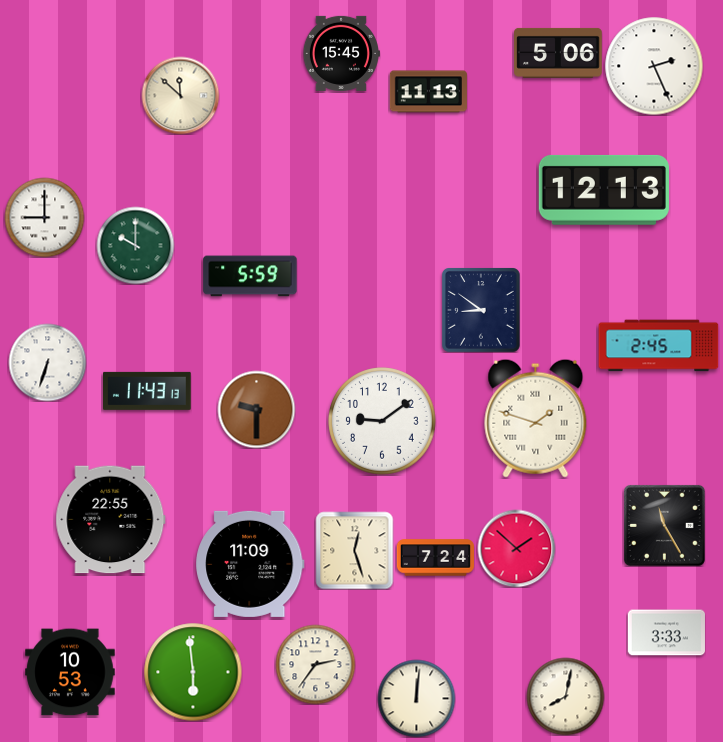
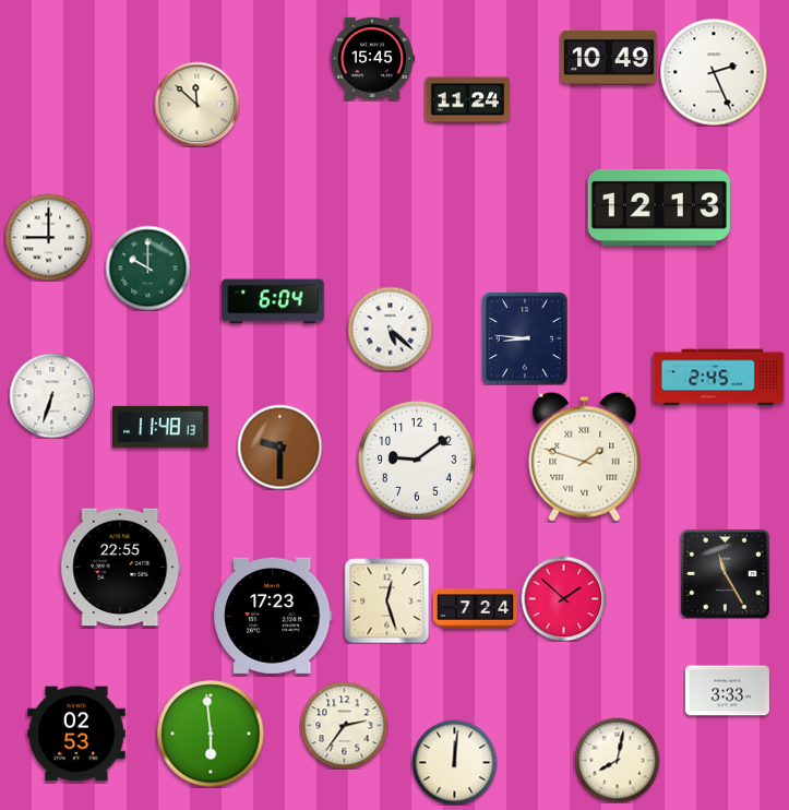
clock at (558, 53): 5:06 -> 10:49
clock at (428, 92): 11:13 -> 11:24
clock at (250, 276): 5:59 -> 6:04
clock at (390, 329): none -> 5:22
clock at (482, 310): 8:51 -> 8:46
clock at (148, 391): 11:43 -> 11:48
clock at (250, 564): 11:09 -> 17:23
clock at (70, 672): 10:53 -> 02:53
